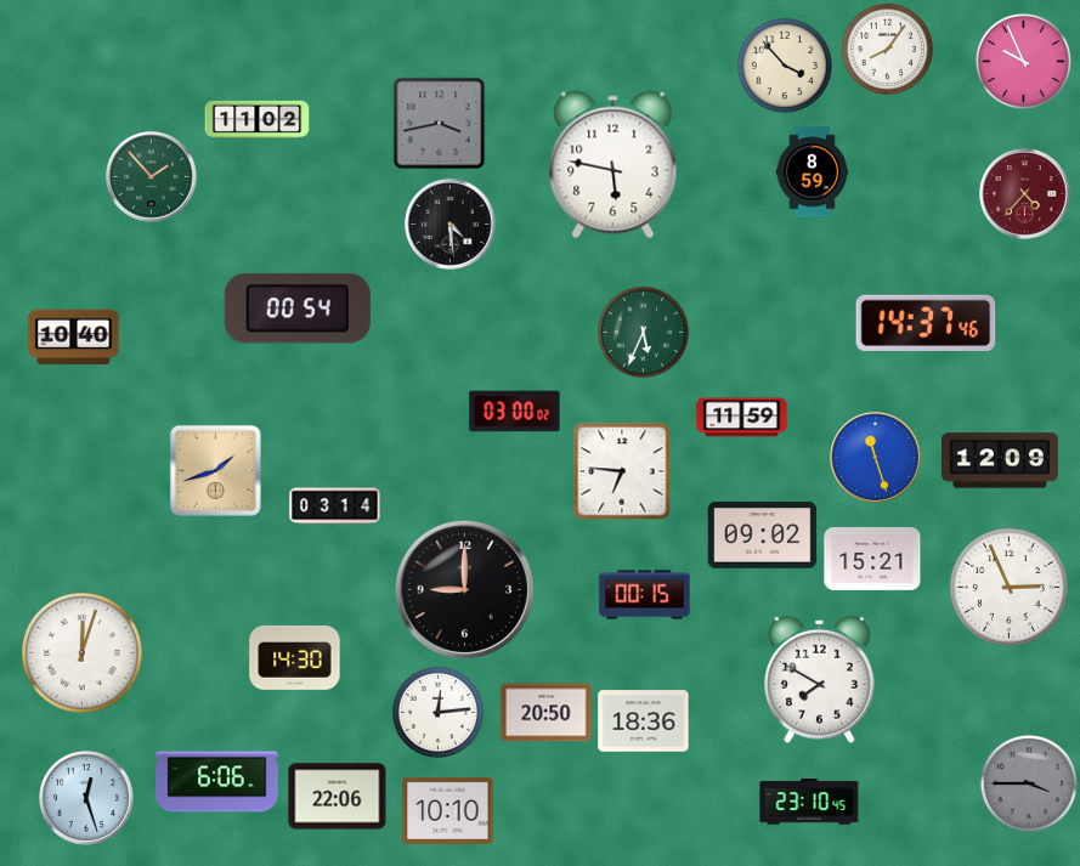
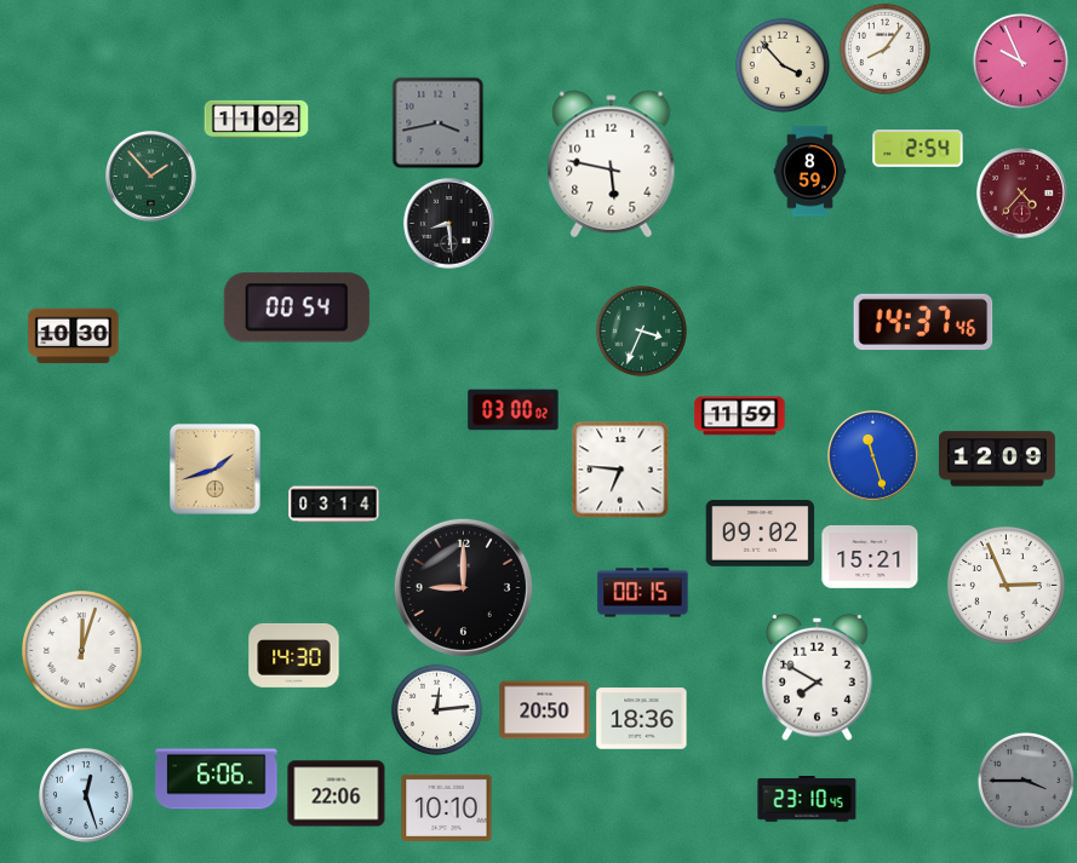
clock at (918, 149): none -> 2:54
clock at (451, 225): 4:29 -> 8:29
clock at (643, 332): 5:34 -> 3:34
clock at (74, 338): 10:40 -> 10:30
